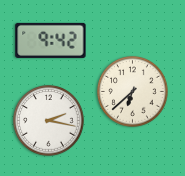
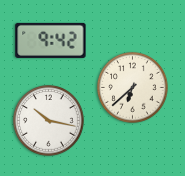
clock at (133, 92) position: (133, 92) -> (133, 88)
clock at (49, 121): 2:17 -> 10:17
